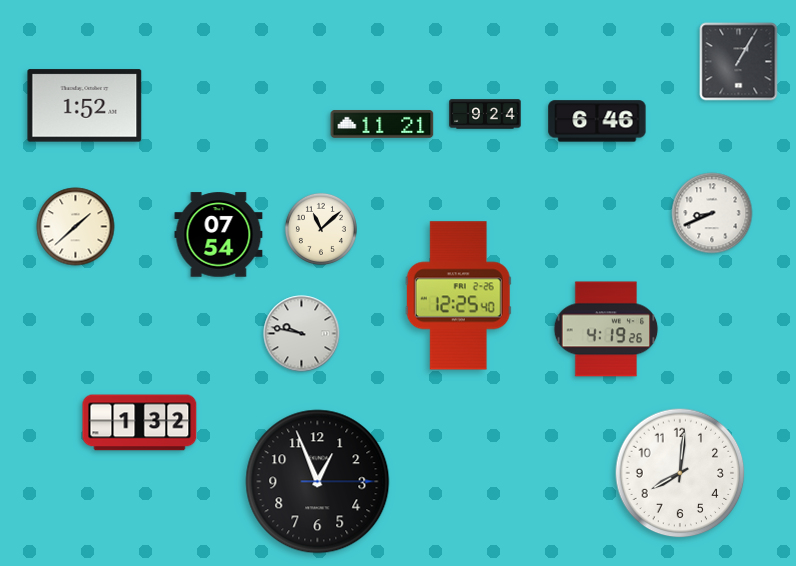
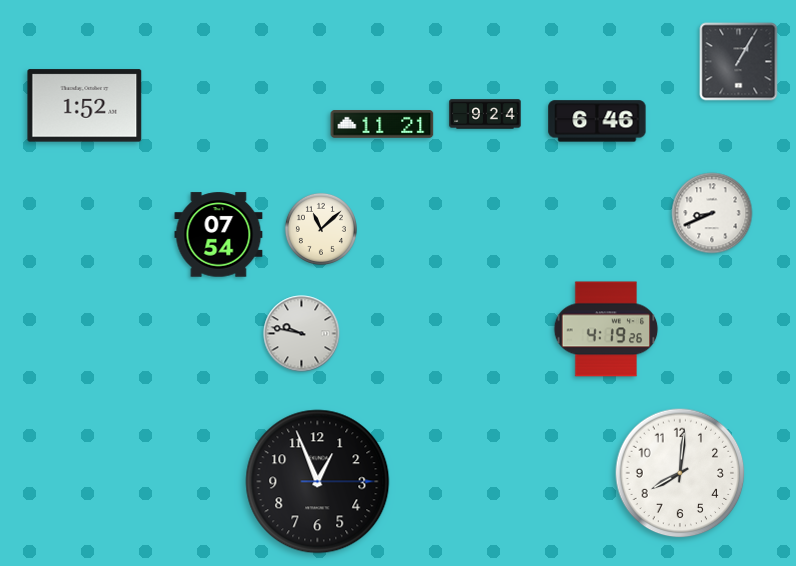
clock at (76, 227): 1:38 -> none
clock at (458, 296): 12:25 -> none
clock at (140, 423): 1:32 -> none
